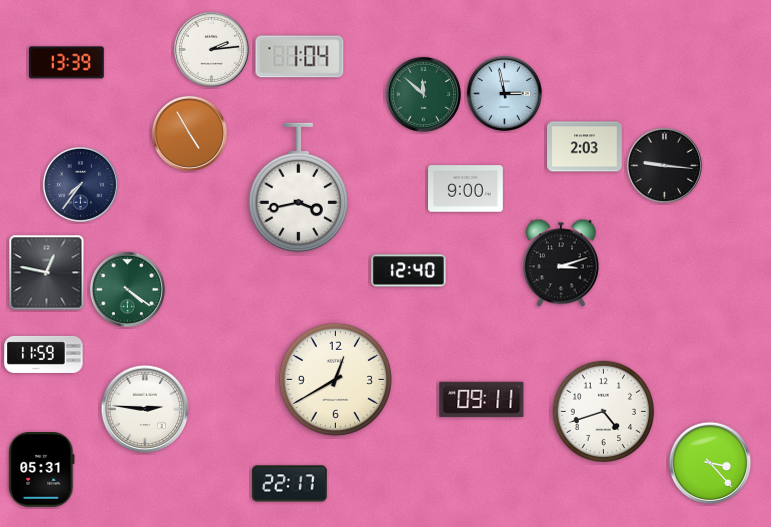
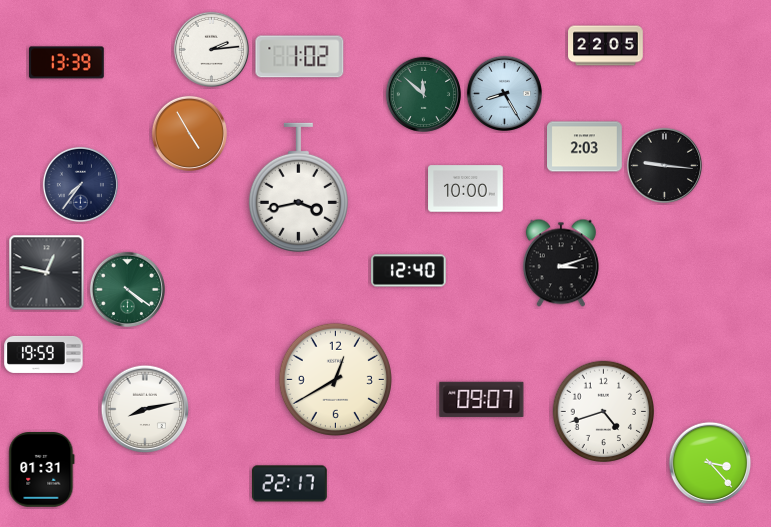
clock at (606, 46): none -> 22:05
clock at (300, 57): 1:04 -> 1:02
clock at (504, 93): 2:58 -> 8:25
clock at (466, 189): 9:00 -> 10:00
clock at (44, 354): 11:59 -> 19:59
clock at (482, 399): 09:11 -> 09:07
clock at (145, 409): 2:46 -> 8:13
clock at (42, 470): 05:31 -> 01:31
